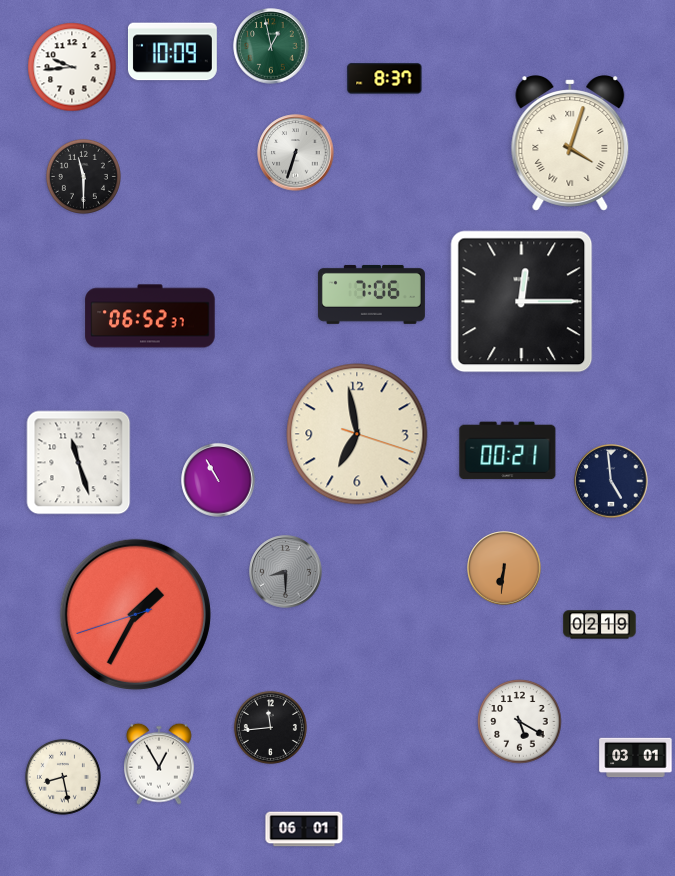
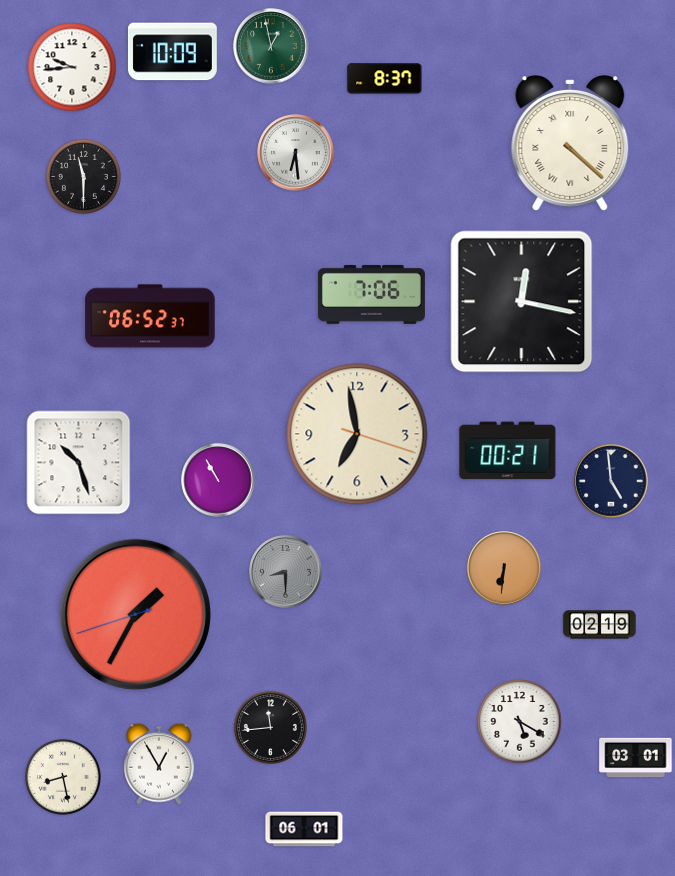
clock at (570, 143): 4:03 -> 4:22
clock at (296, 153): 6:33 -> 6:29
clock at (522, 302): 12:15 -> 12:17
clock at (79, 463): 11:27 -> 10:27
